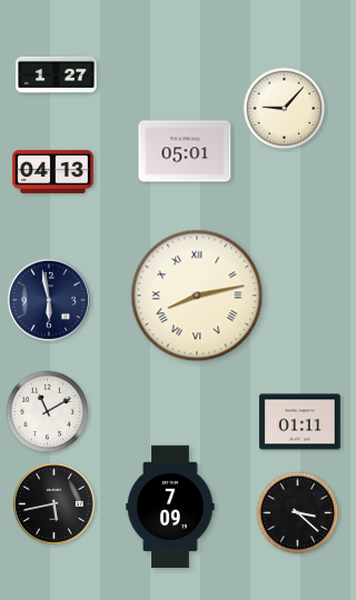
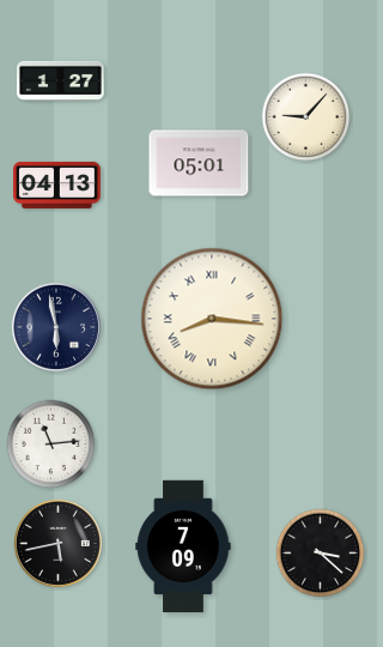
clock at (197, 296): 8:13 -> 8:16
clock at (49, 300) position: (49, 300) -> (56, 327)
clock at (48, 412): 11:10 -> 11:14
clock at (299, 422): 01:11 -> none
